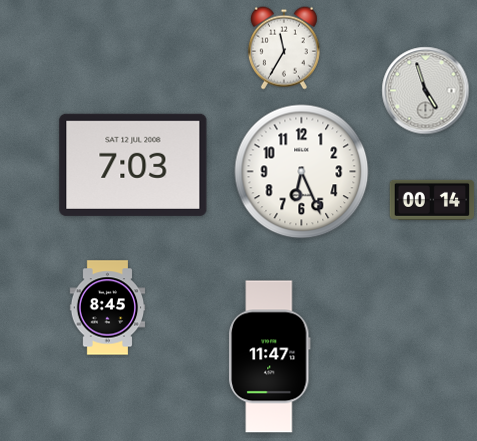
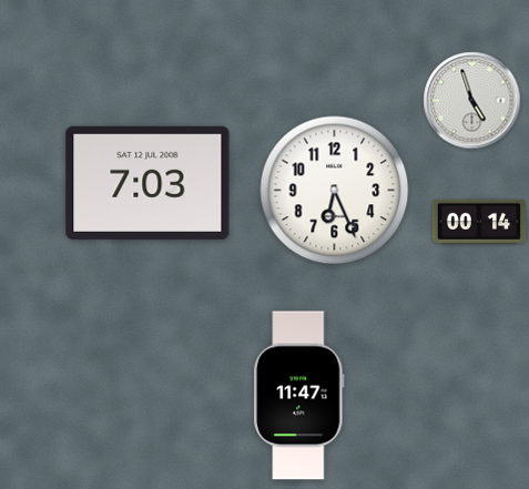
clock at (284, 48): 11:35 -> none
clock at (108, 308): 8:45 -> none
